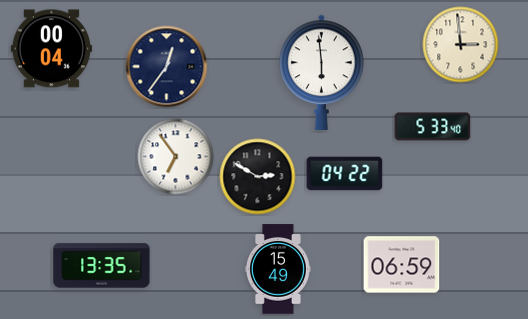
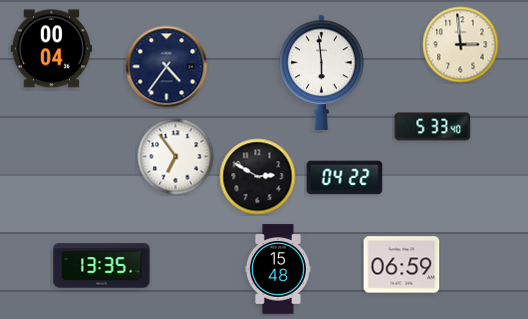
clock at (167, 67): 12:36 -> 4:36
clock at (345, 174) position: (345, 174) -> (345, 178)
clock at (278, 269): 15:49 -> 15:48
